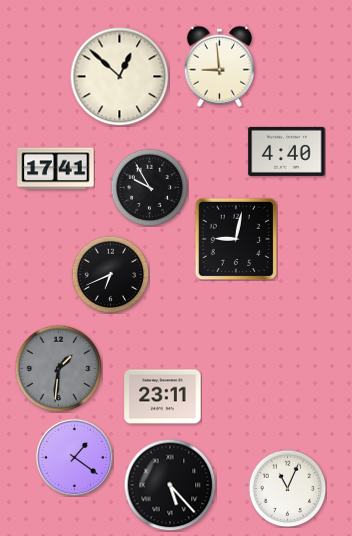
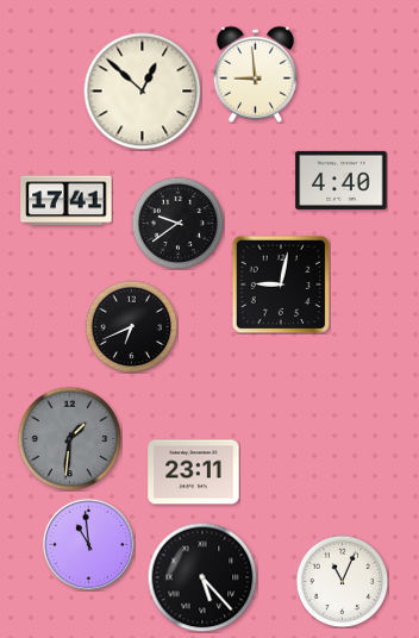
clock at (219, 66) position: (219, 66) -> (255, 74)
clock at (149, 187): 9:55 -> 9:39
clock at (74, 457): 1:21 -> 10:59
